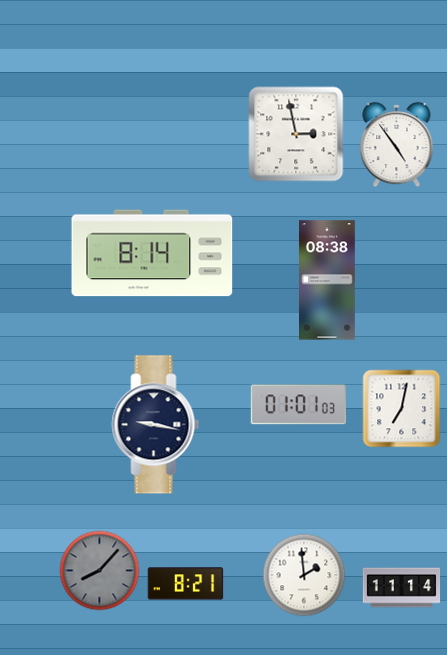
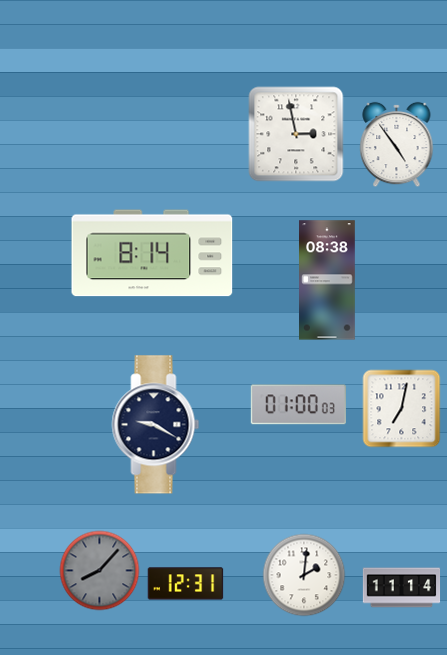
clock at (298, 405): 01:01 -> 01:00
clock at (156, 425): 9:17 -> 9:20
clock at (304, 575): 1:59 -> 2:01
clock at (186, 584): 8:21 -> 12:31
